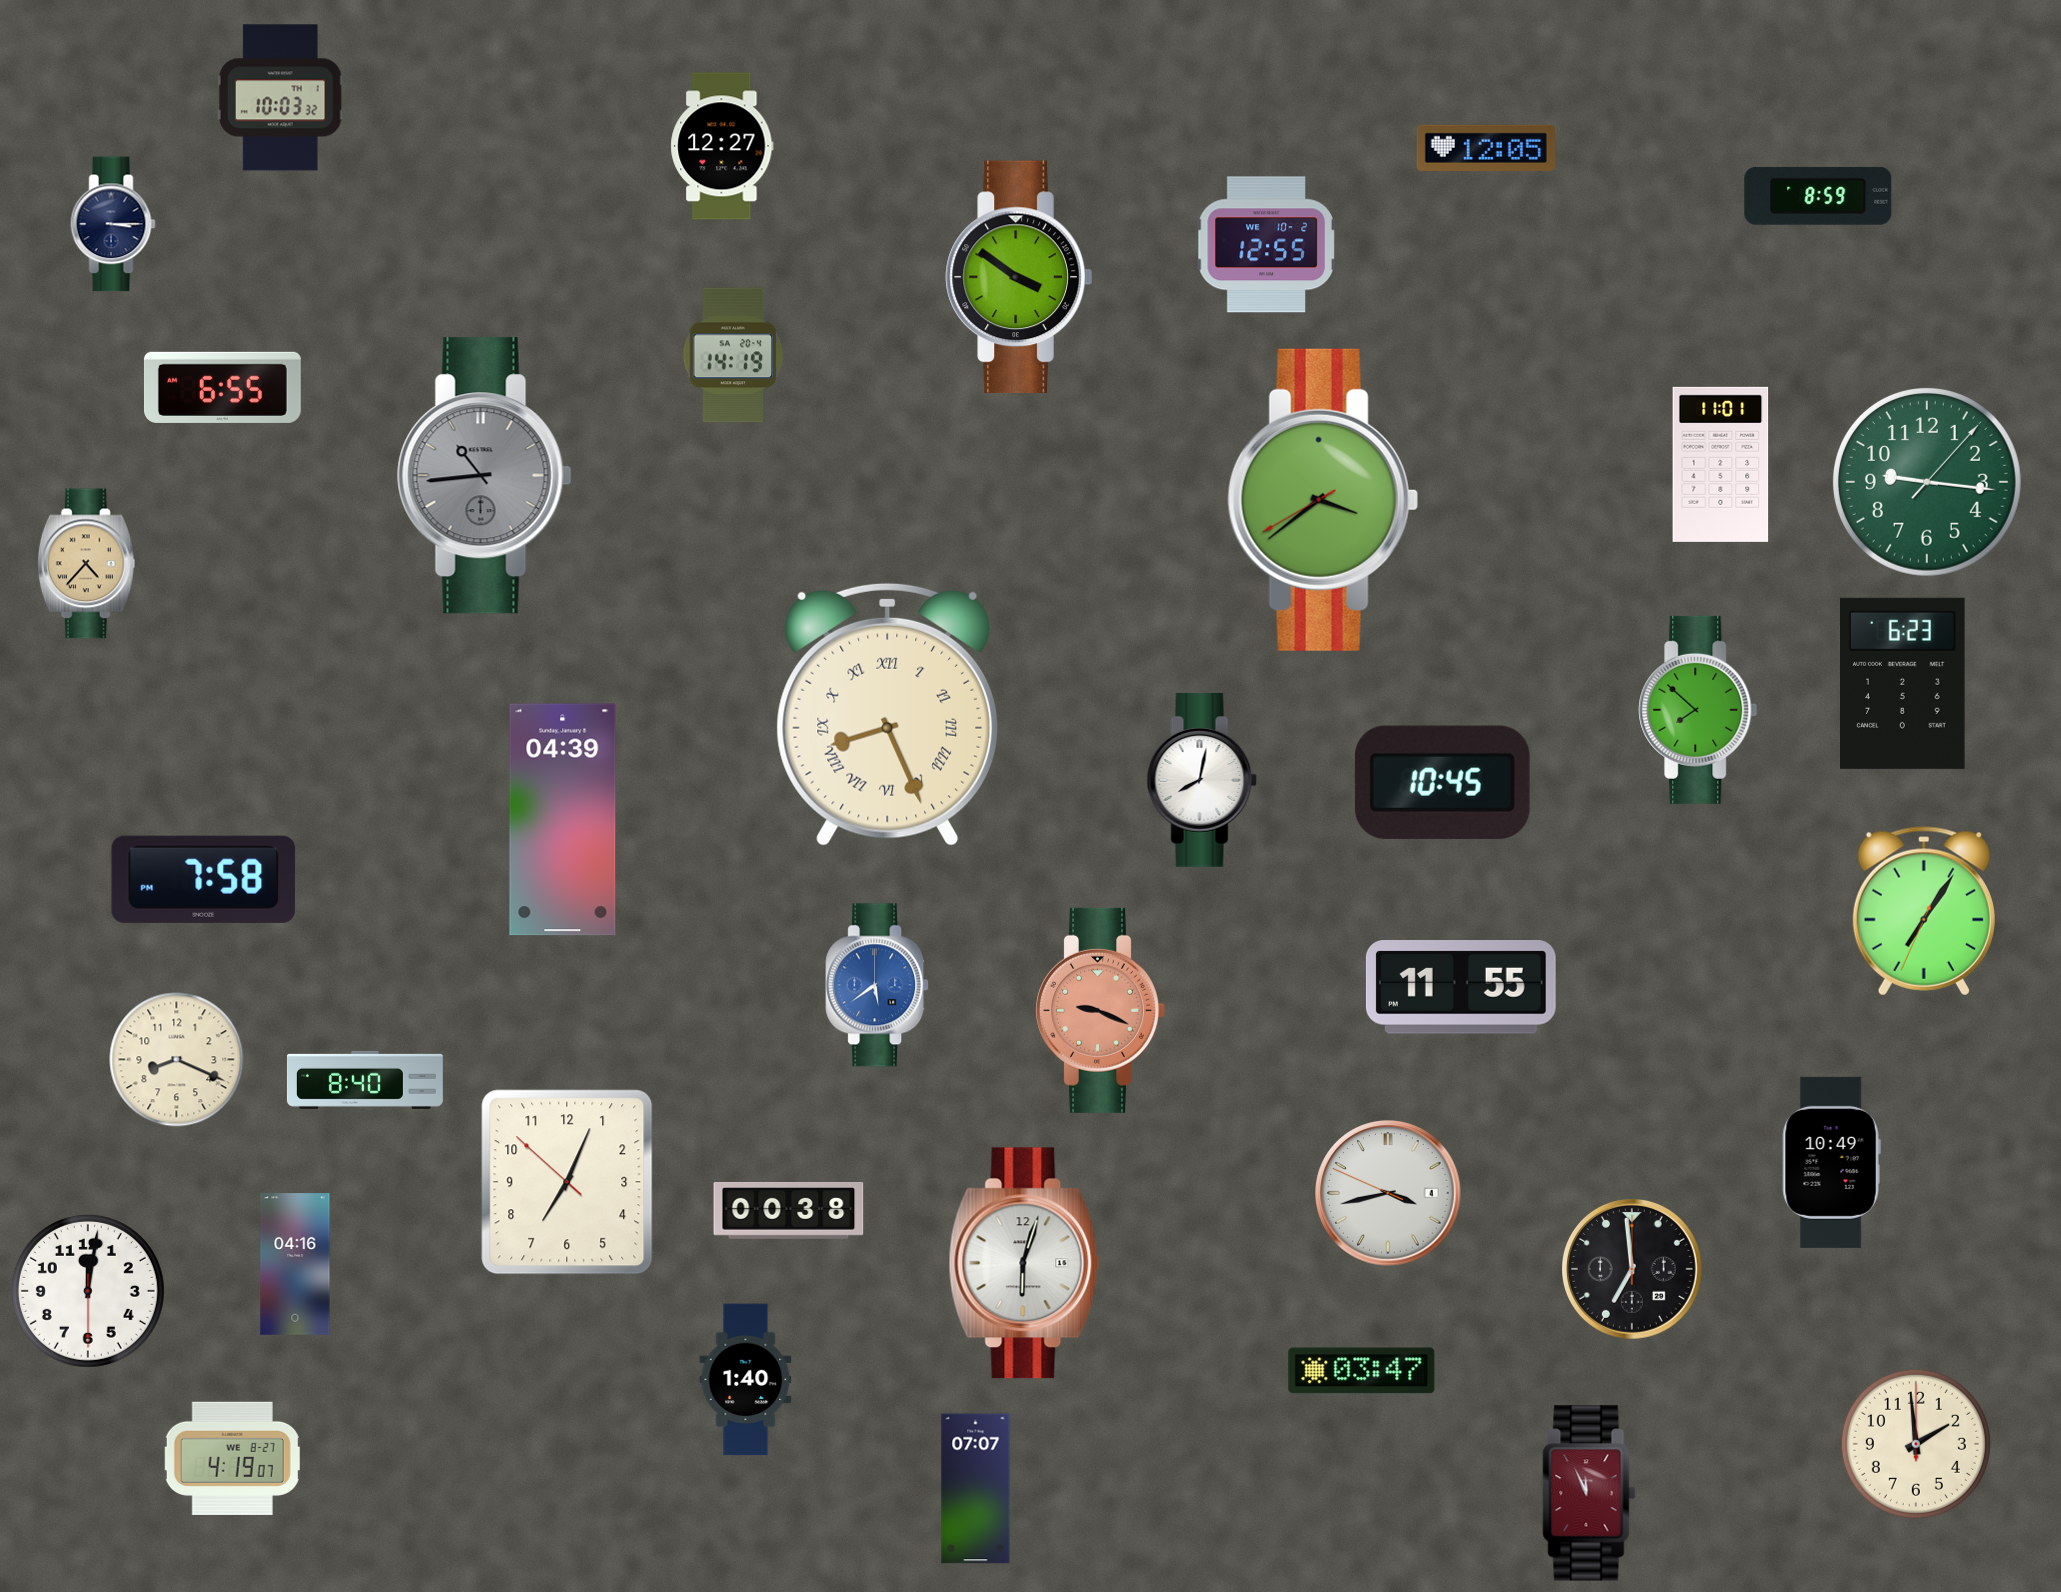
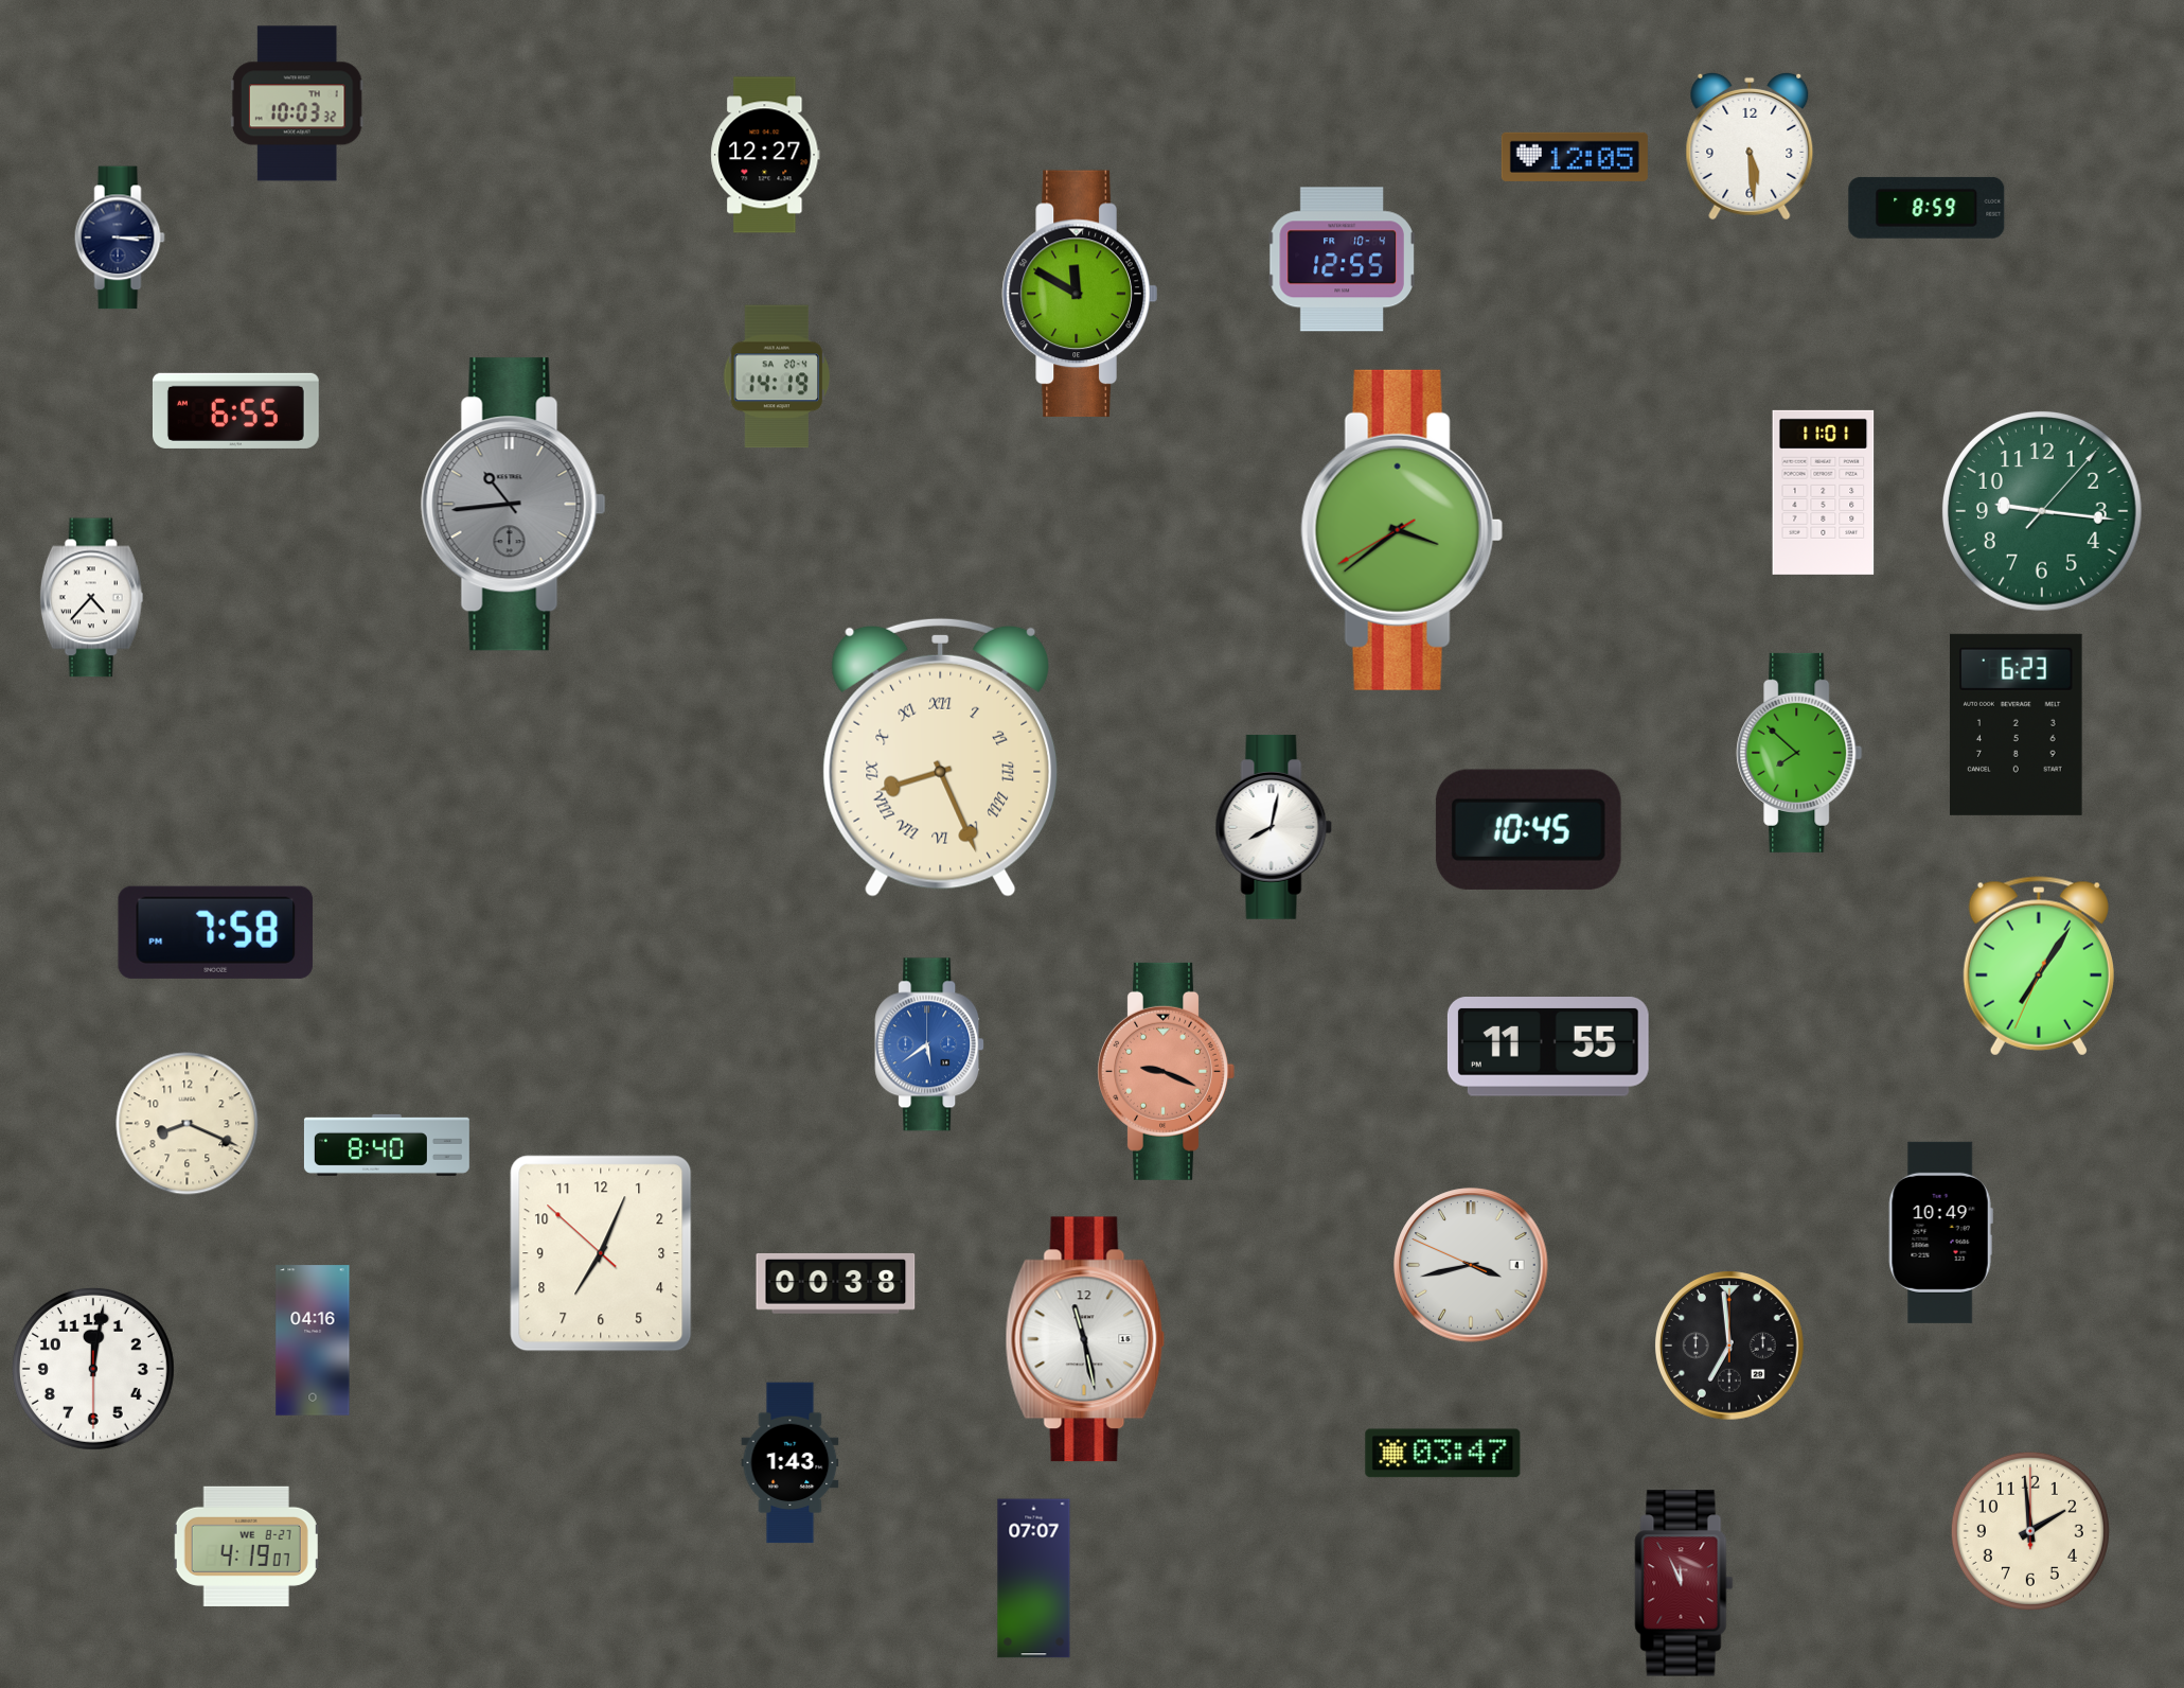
clock at (1750, 146): none -> 5:29
clock at (1266, 245) date: WE 10-2 -> FR 10-4
clock at (1019, 277): 3:51 -> 11:50
clock at (86, 564) dial: champagne -> white
clock at (563, 820): 04:39 -> none
clock at (1024, 1263): 6:03 -> 11:28
clock at (746, 1380): 1:40 -> 1:43
